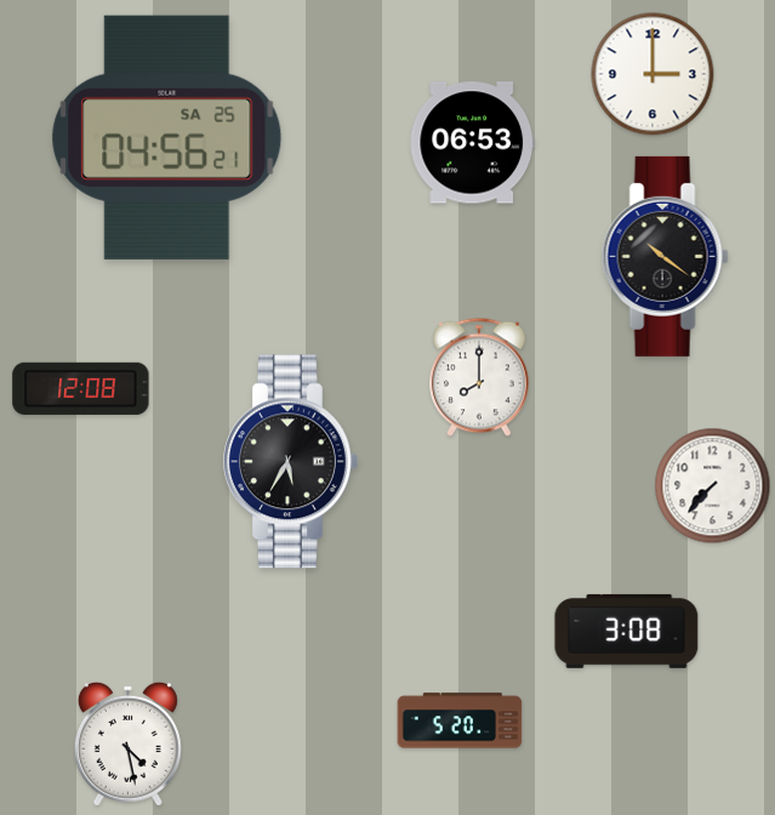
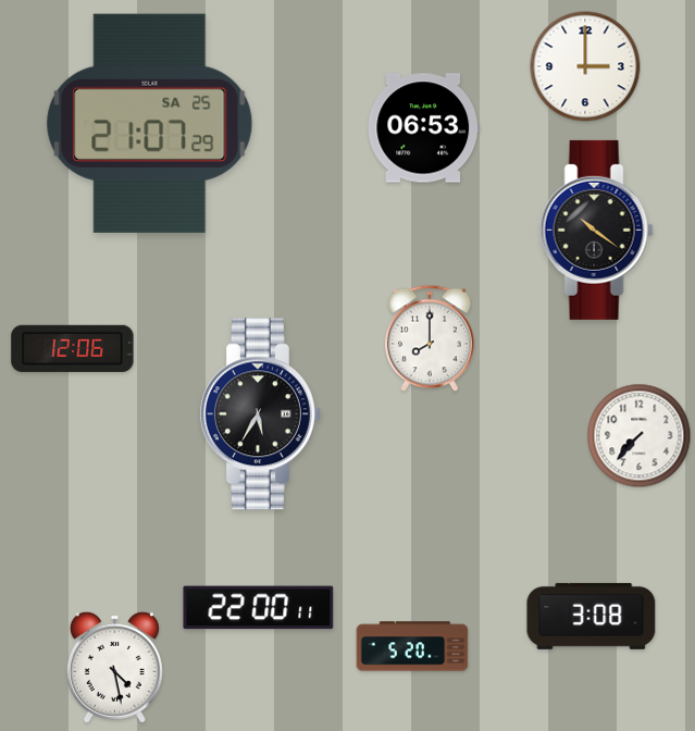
clock at (167, 137): 04:56 -> 21:07
clock at (81, 388): 12:08 -> 12:06
clock at (627, 631) position: (627, 631) -> (592, 616)
clock at (259, 608): none -> 22:00
